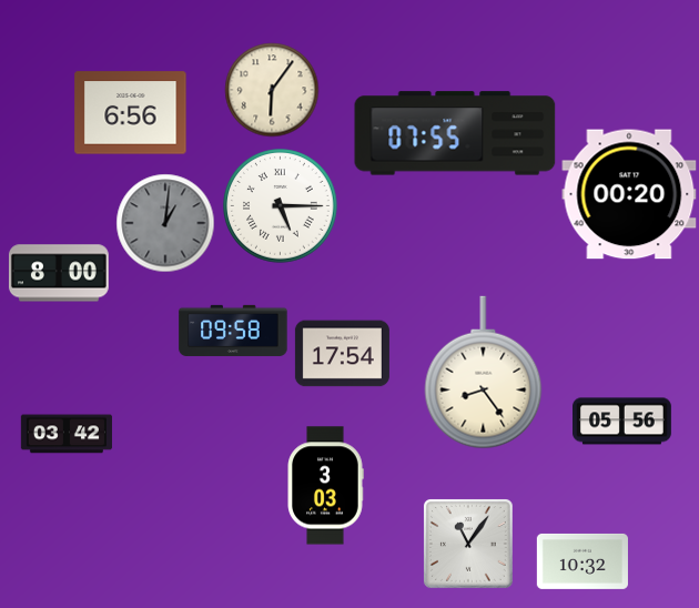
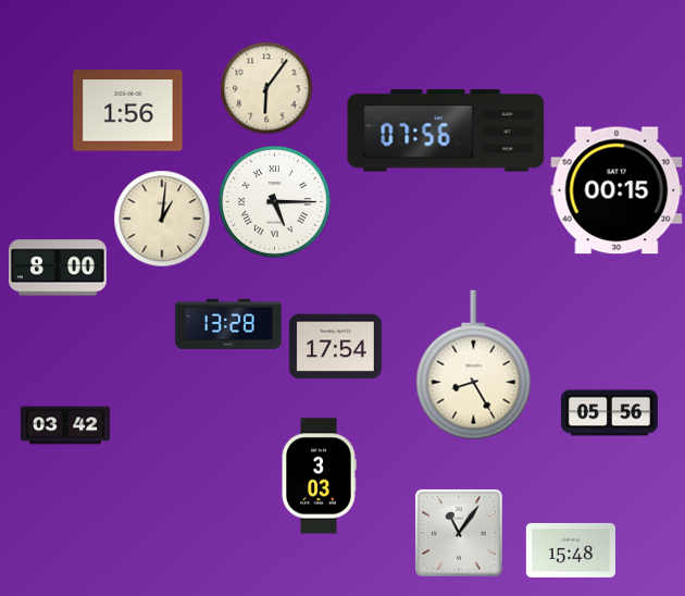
clock at (131, 113): 6:56 -> 1:56
clock at (455, 133): 07:55 -> 07:56
clock at (629, 194): 00:20 -> 00:15
clock at (165, 223) dial: grey -> cream
clock at (233, 331): 09:58 -> 13:28
clock at (484, 373): 8:24 -> 8:25
clock at (582, 561): 10:32 -> 15:48
